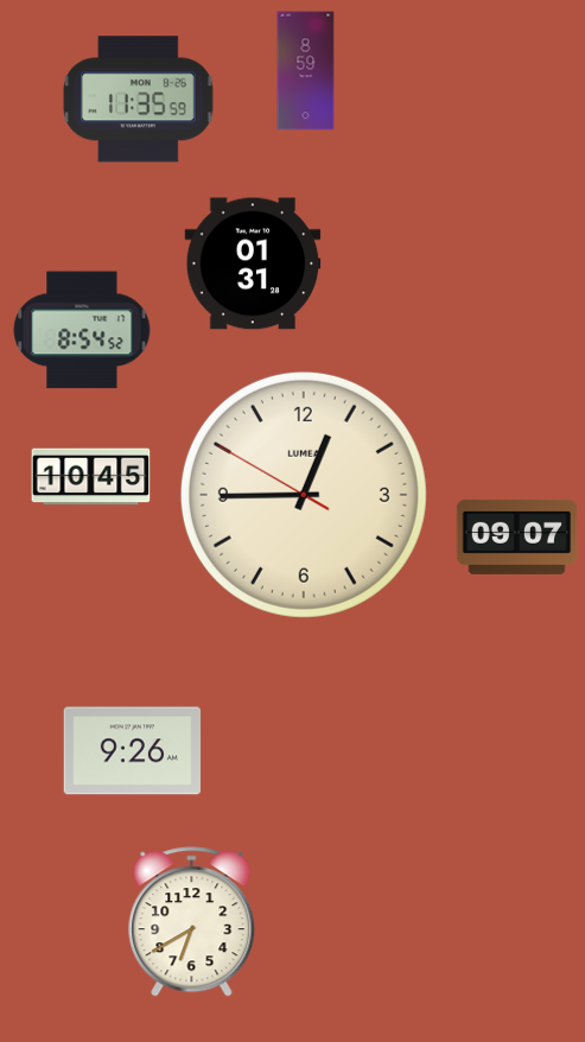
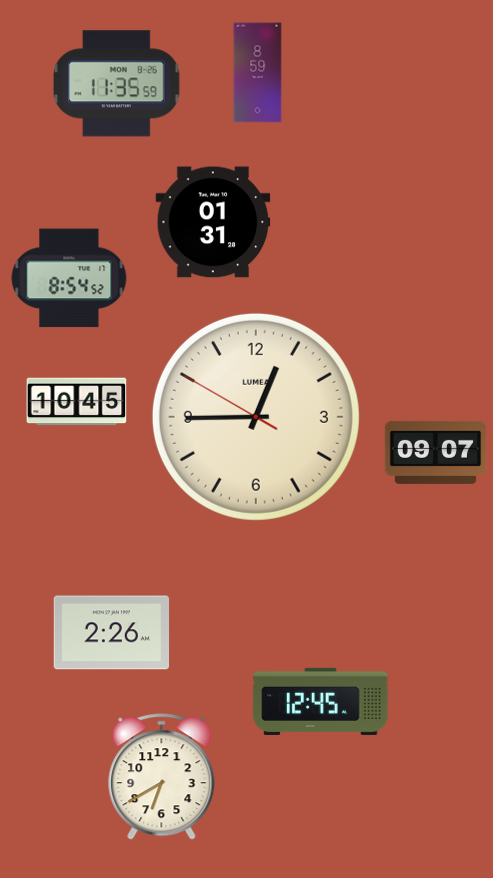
clock at (306, 71) position: (306, 71) -> (258, 73)
clock at (133, 751): 9:26 -> 2:26
clock at (321, 701): none -> 12:45
